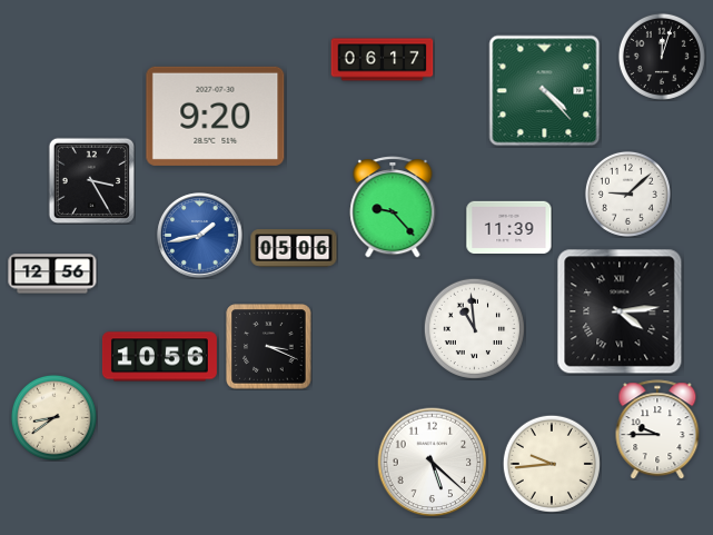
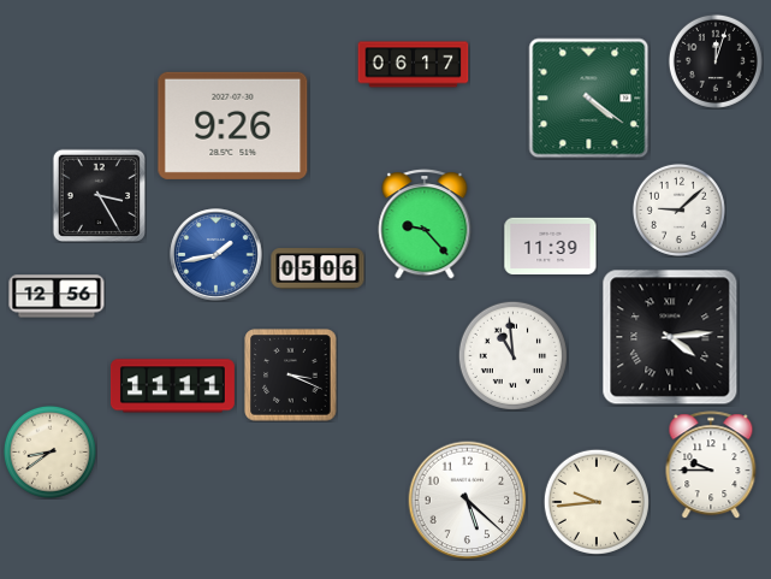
clock at (545, 91): 4:23 -> 4:21
clock at (216, 116): 9:20 -> 9:26
clock at (159, 357): 10:56 -> 11:11
clock at (53, 417) position: (53, 417) -> (49, 451)
